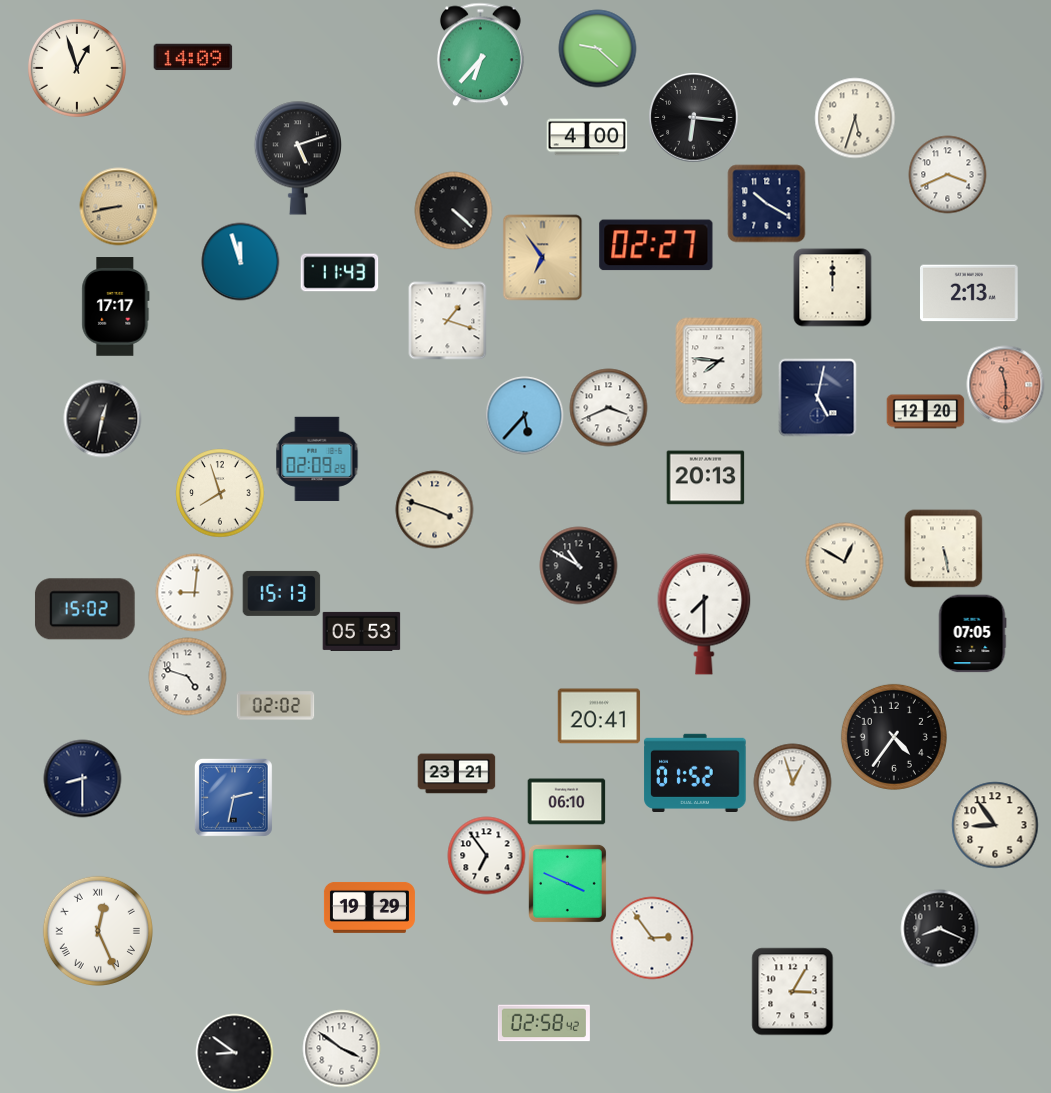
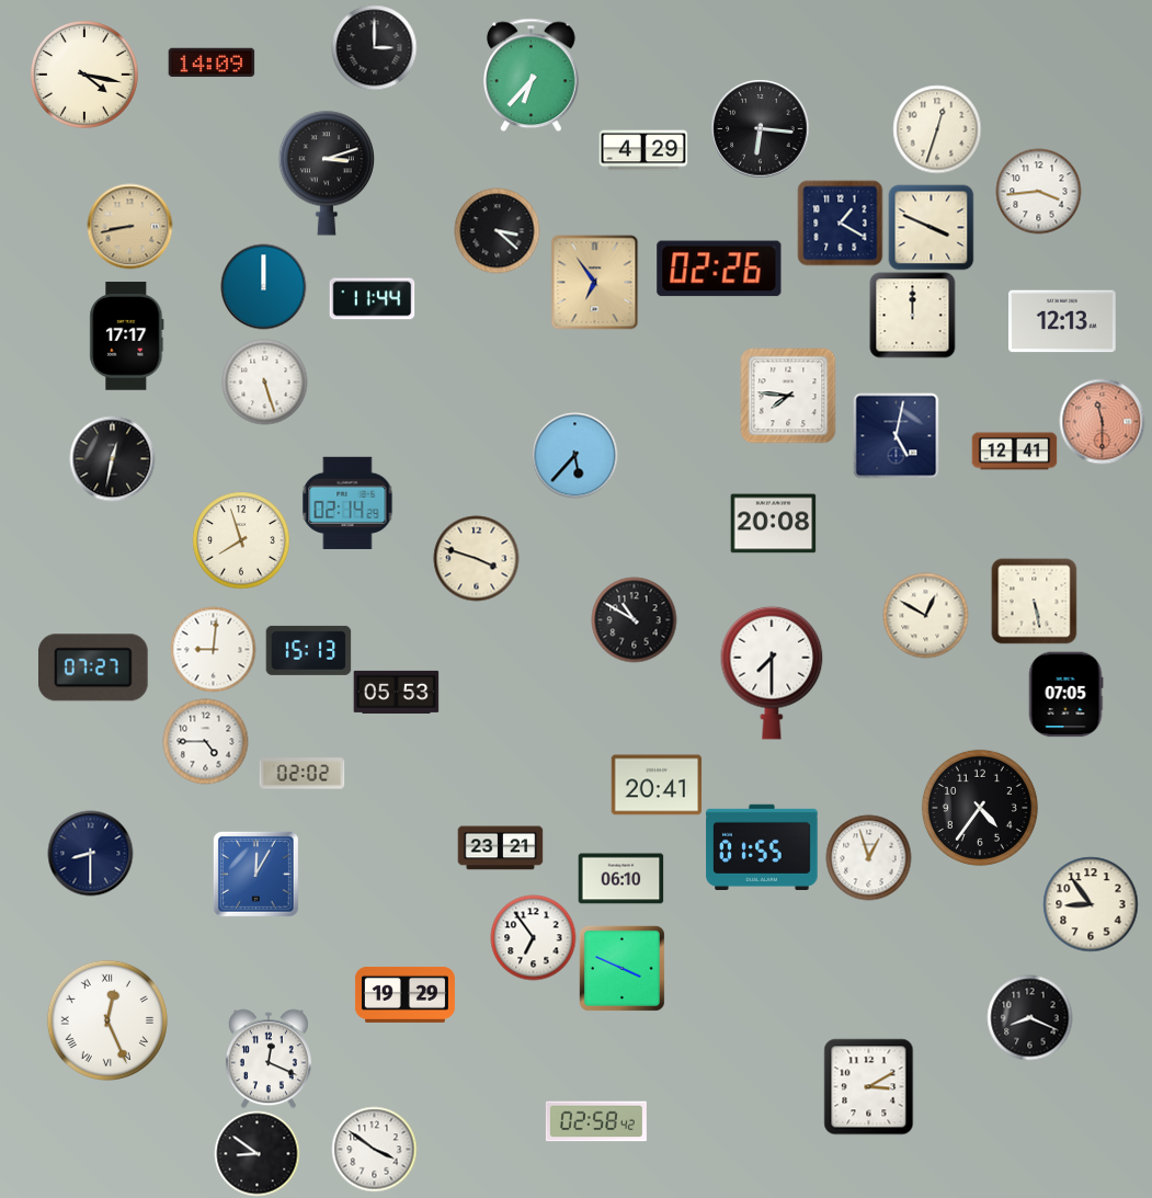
clock at (374, 47): none -> 3:00
clock at (597, 48): 9:22 -> none
clock at (481, 54) position: (481, 54) -> (532, 75)
clock at (77, 68): 12:57 -> 4:17
clock at (855, 118): 5:33 -> 12:33
clock at (587, 137): 4:00 -> 4:29
clock at (297, 158): 5:12 -> 3:12
clock at (947, 174): 3:41 -> 3:44
clock at (766, 203): 10:20 -> 1:20
clock at (931, 227): none -> 3:49
clock at (453, 210): 4:22 -> 3:22
clock at (656, 245): 02:27 -> 02:26
clock at (240, 261): 11:57 -> 12:00
clock at (339, 273): 11:43 -> 11:44
clock at (970, 293): 2:13 -> 12:13
clock at (447, 320): 1:18 -> none
clock at (264, 381): none -> 5:27
clock at (608, 407): 3:41 -> none
clock at (925, 412): 12:20 -> 12:41
clock at (317, 459): 02:09 -> 02:14
clock at (705, 478): 20:13 -> 20:08
clock at (85, 609): 15:02 -> 07:27
clock at (187, 676): 4:48 -> 4:45
clock at (695, 772): 01:52 -> 01:55
clock at (233, 797): 2:32 -> 12:05
clock at (652, 938): 2:54 -> none
clock at (269, 1059): none -> 12:19
clock at (793, 991): 3:05 -> 3:10
